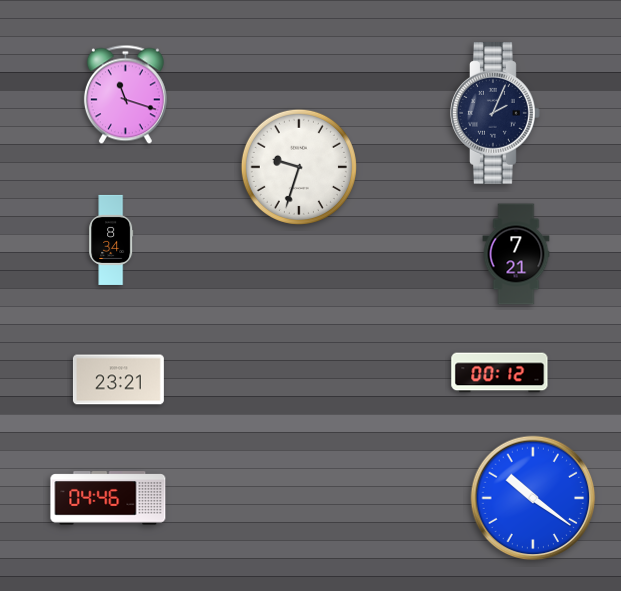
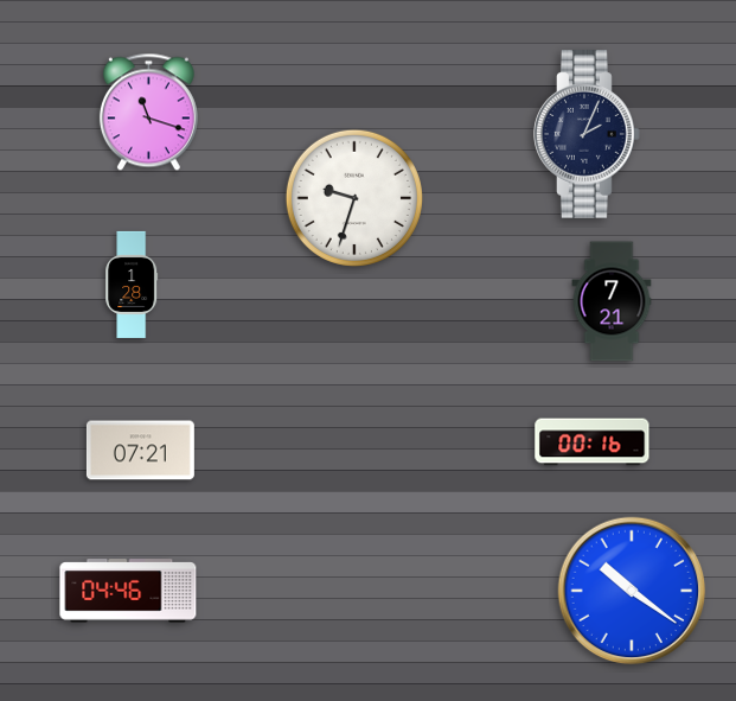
clock at (111, 240): 8:34 -> 1:28
clock at (500, 373): 00:12 -> 00:16
clock at (118, 380): 23:21 -> 07:21
